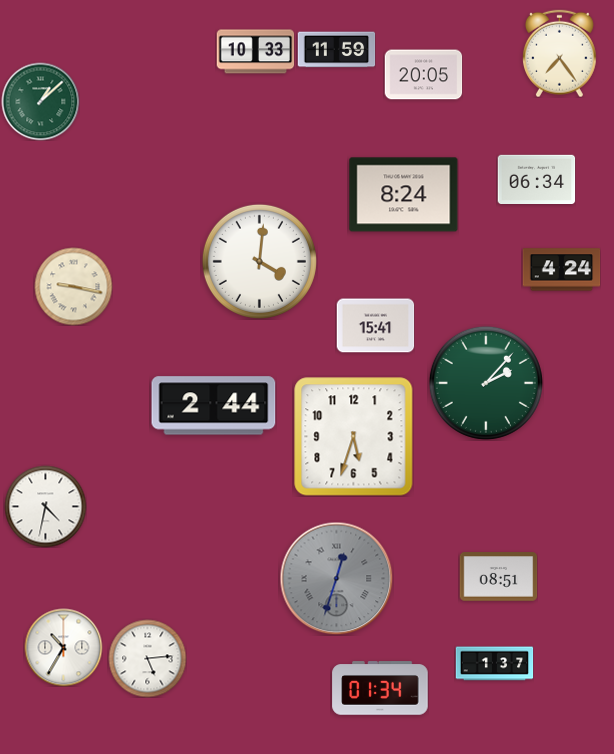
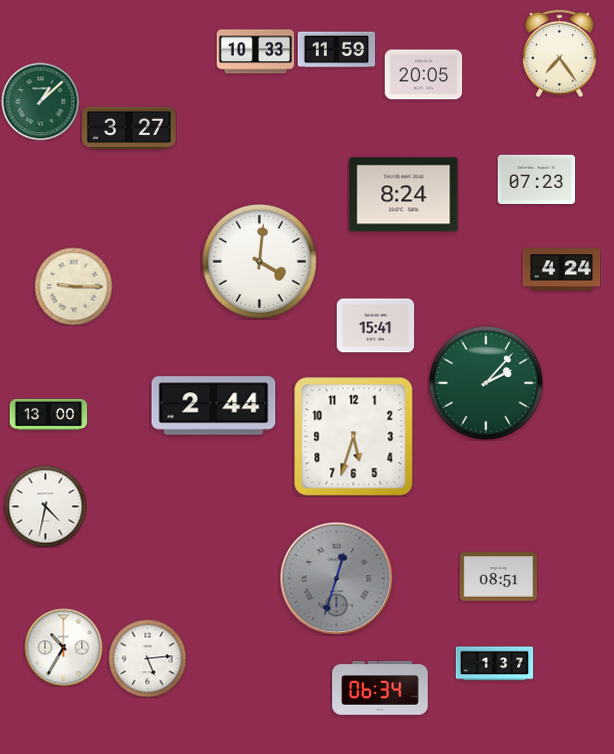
clock at (129, 128): none -> 3:27
clock at (536, 179): 06:34 -> 07:23
clock at (73, 286): 9:17 -> 9:15
clock at (48, 414): none -> 13:00
clock at (380, 688): 01:34 -> 06:34
